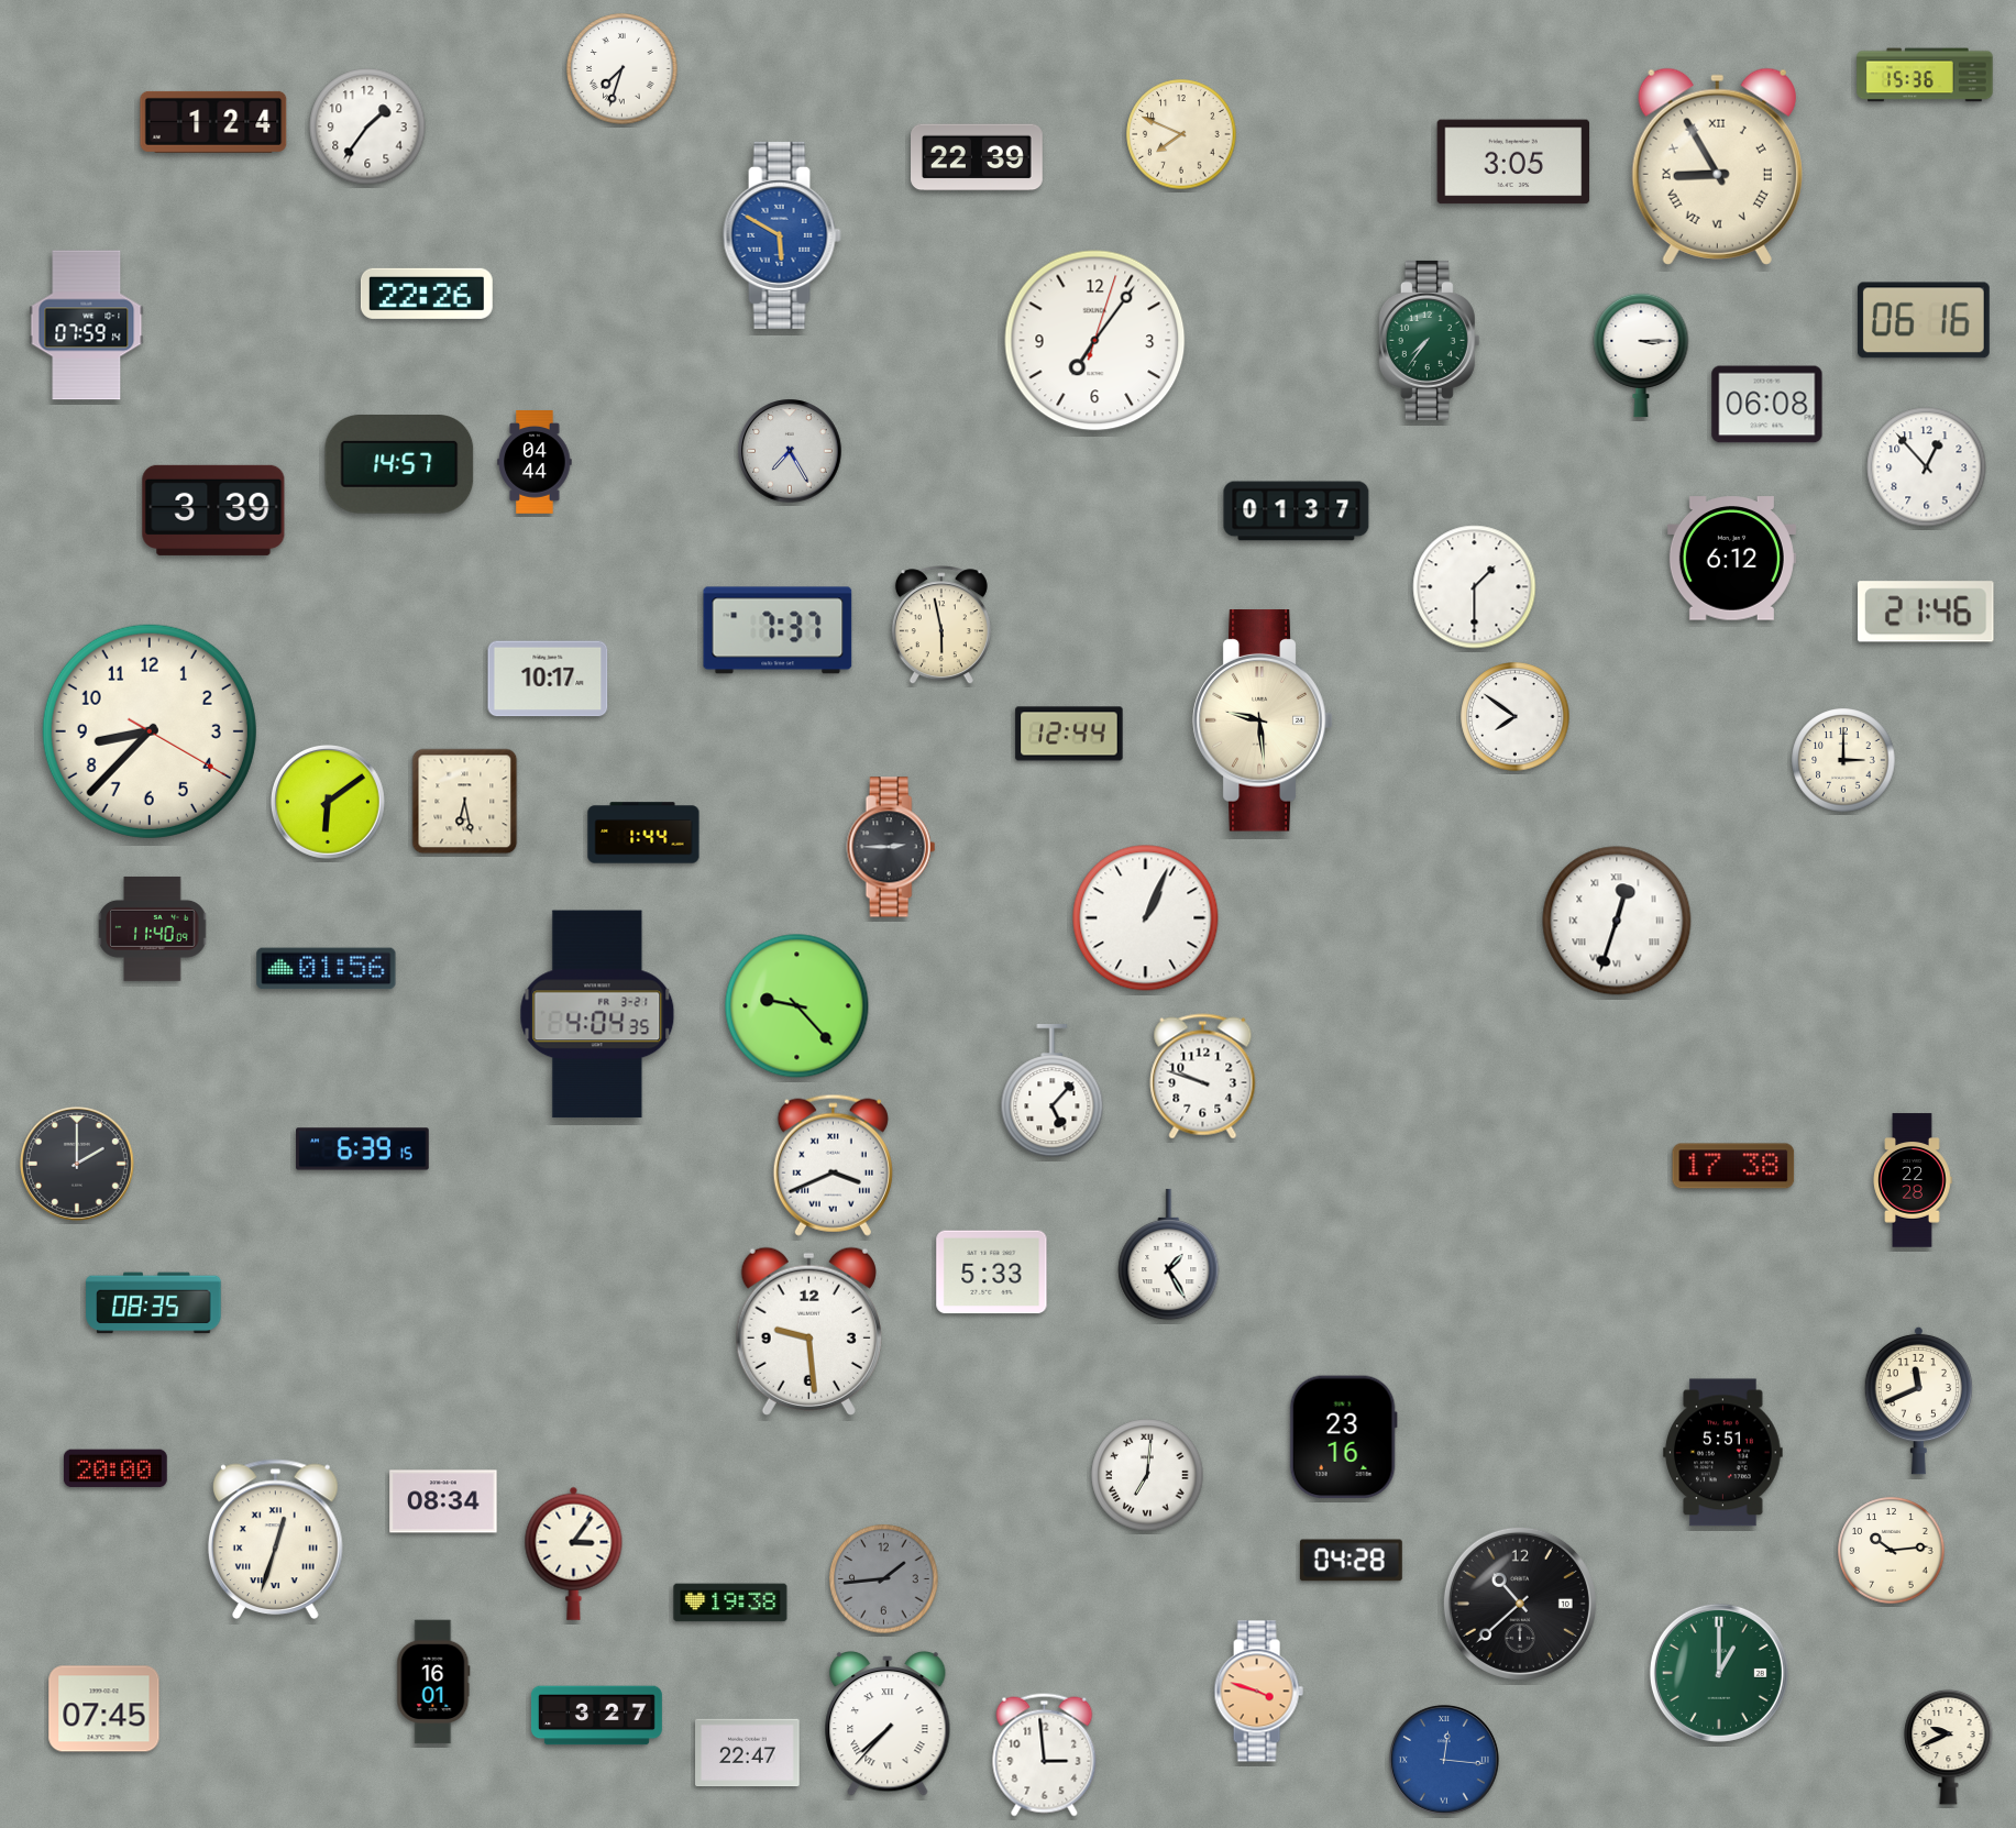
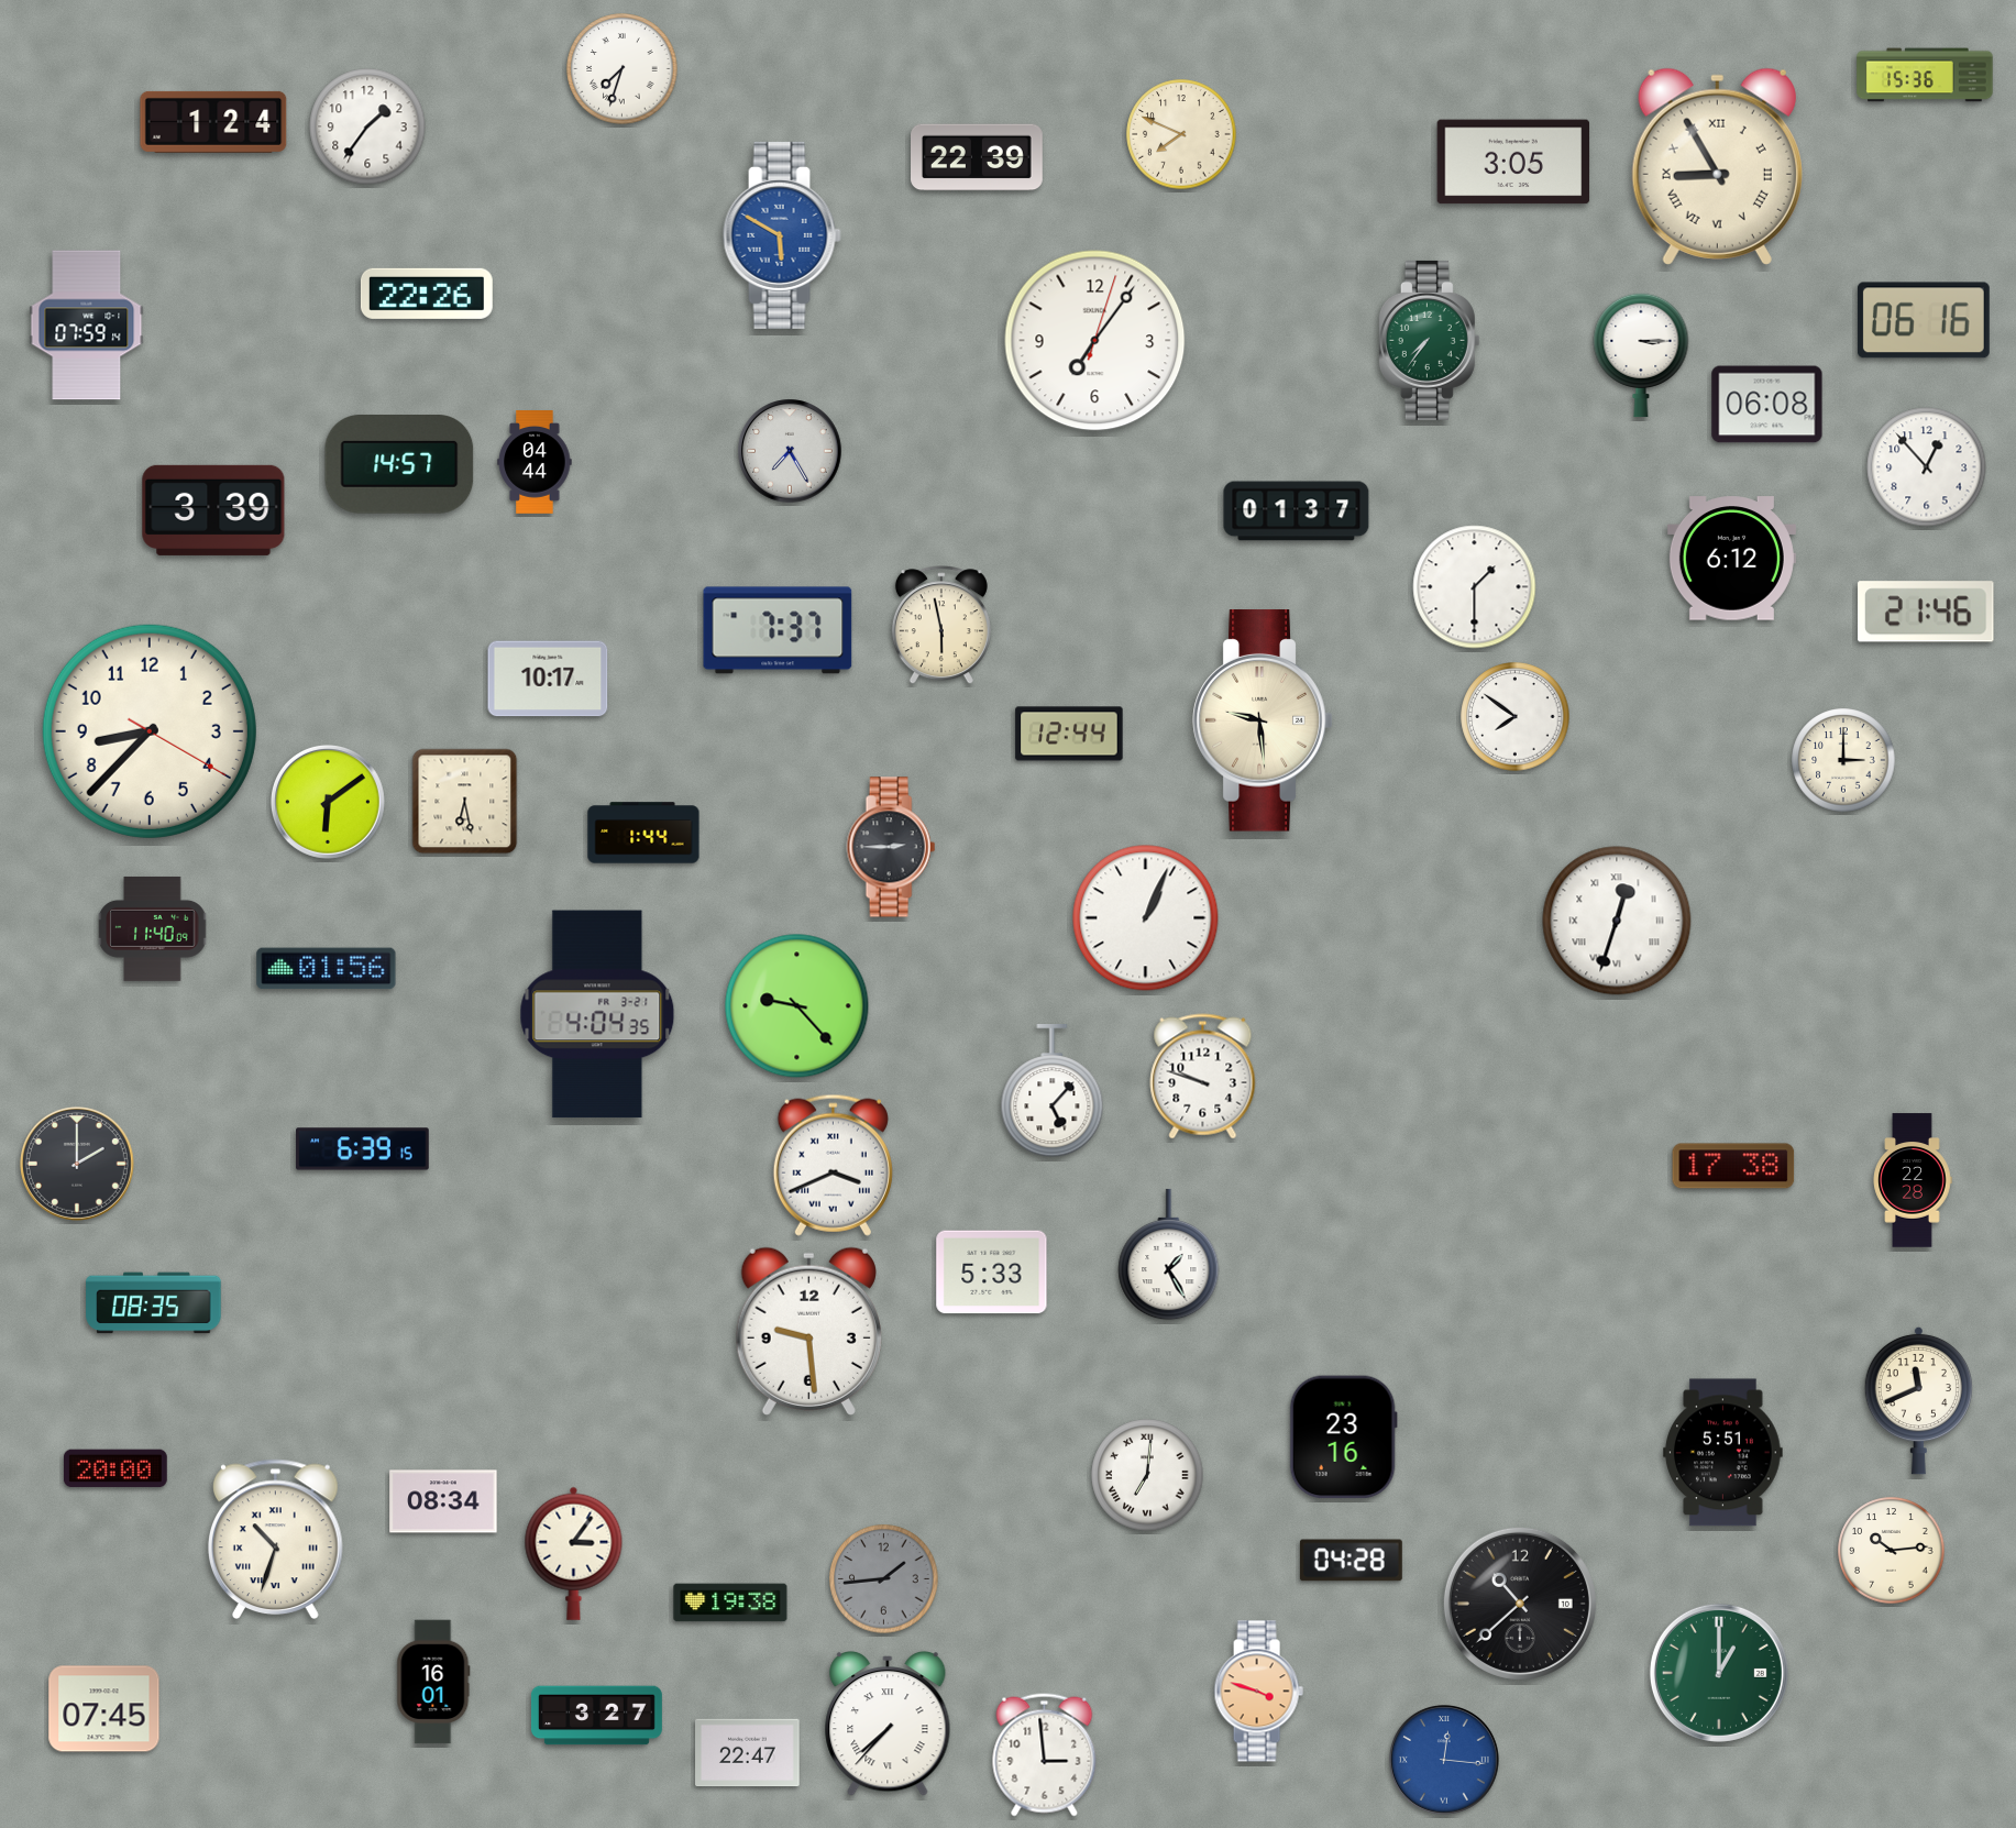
clock at (275, 1539): 12:33 -> 10:33
clock at (1949, 1747): 9:41 -> none
